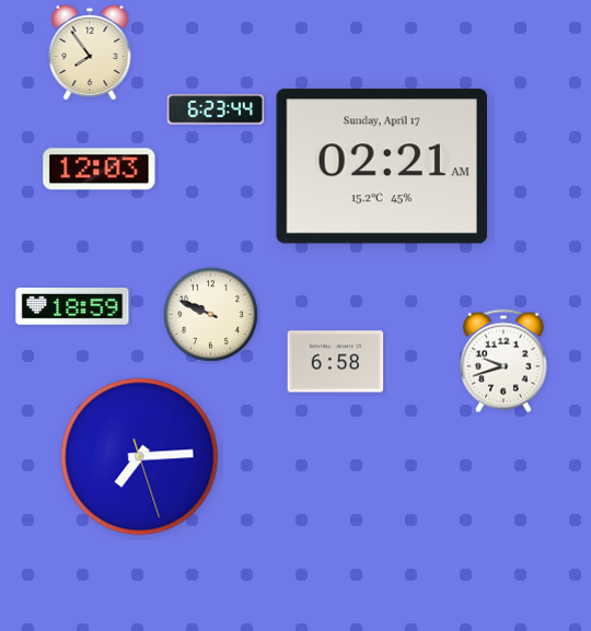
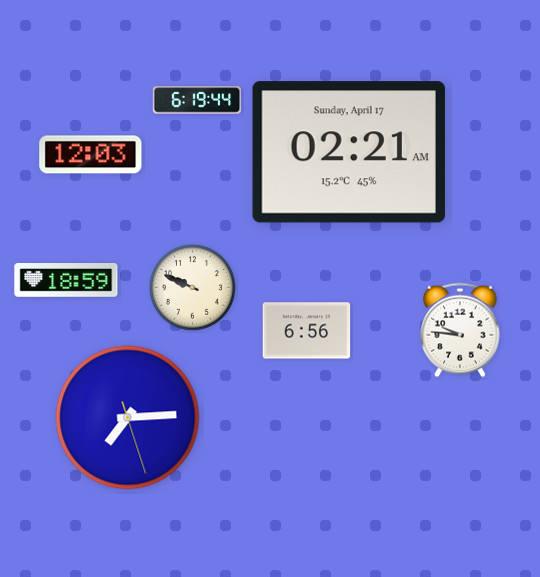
clock at (90, 52): 7:54 -> none
clock at (216, 109): 6:23 -> 6:19
clock at (503, 361): 9:42 -> 9:46
clock at (336, 362): 6:58 -> 6:56
